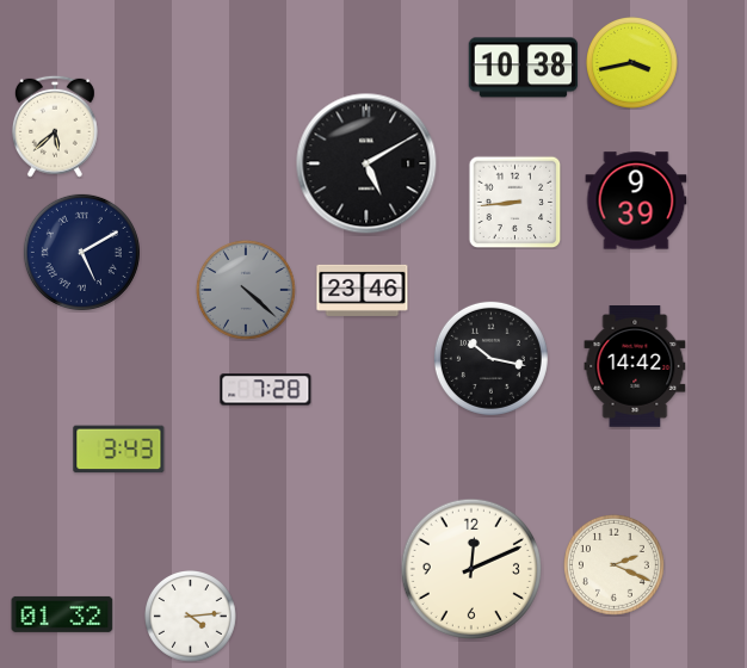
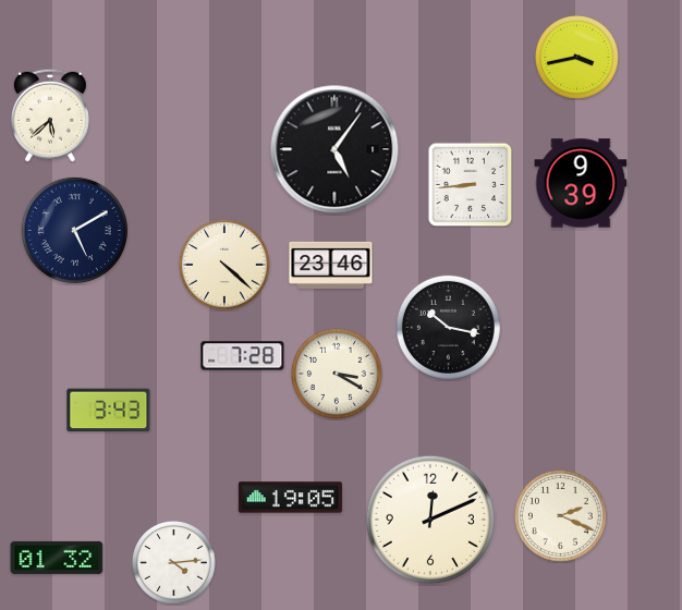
clock at (524, 68): 10:38 -> none
clock at (366, 163): 5:10 -> 5:06
clock at (246, 290) dial: grey -> cream
clock at (635, 367): 14:42 -> none
clock at (337, 374): none -> 3:20
clock at (290, 498): none -> 19:05
clock at (62, 614) position: (62, 614) -> (57, 558)
